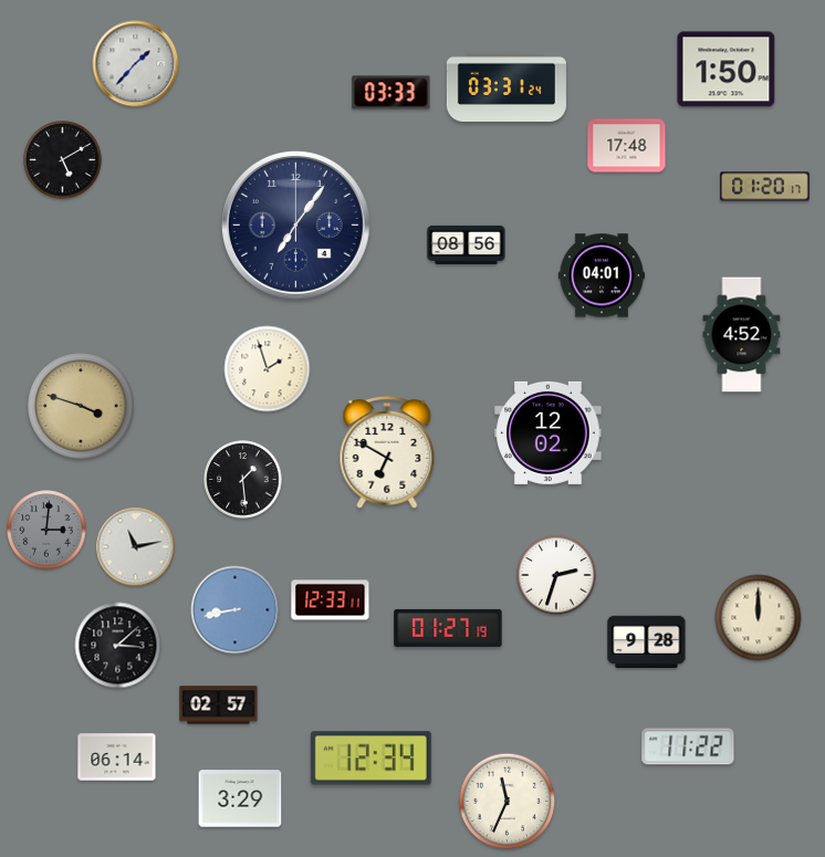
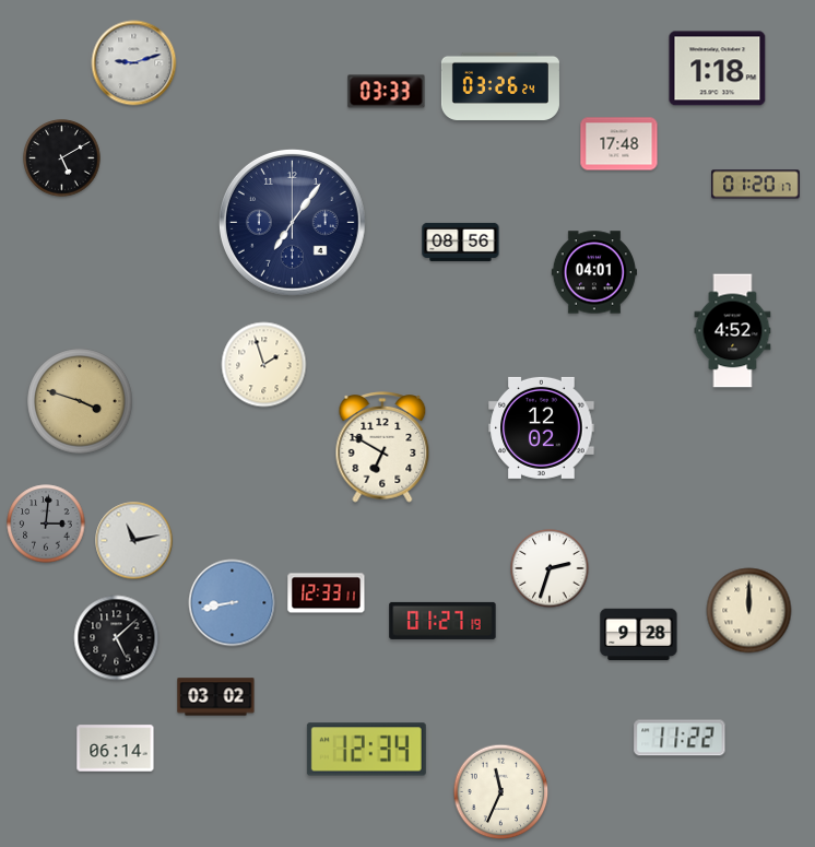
clock at (136, 64): 1:37 -> 9:12
clock at (727, 70): 1:50 -> 1:18
clock at (507, 87): 03:31 -> 03:26
clock at (243, 480): 1:29 -> none
clock at (118, 646): 3:08 -> 5:08
clock at (219, 706): 02:57 -> 03:02
clock at (240, 798): 3:29 -> none
